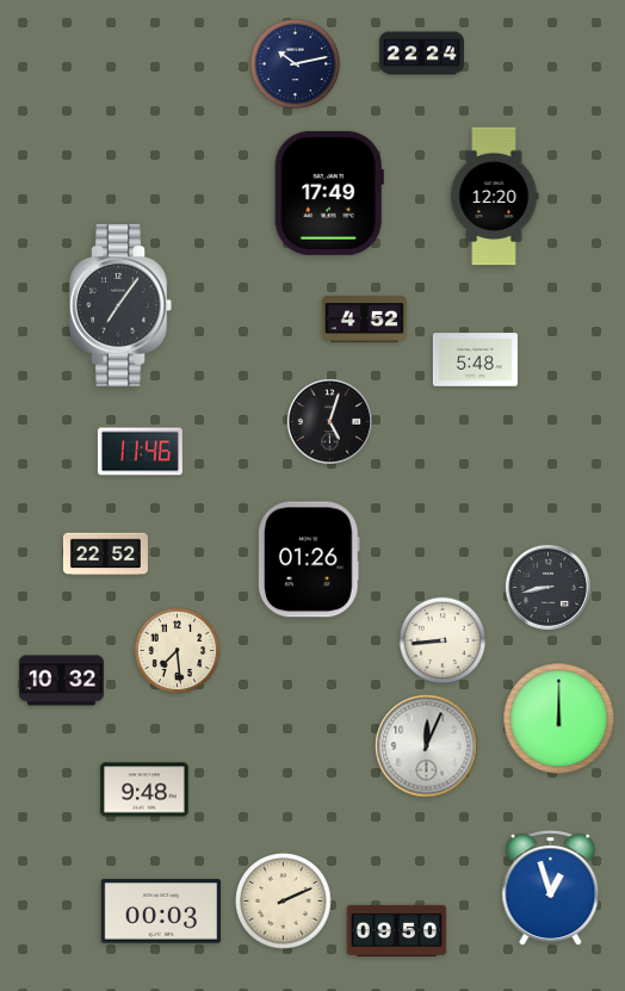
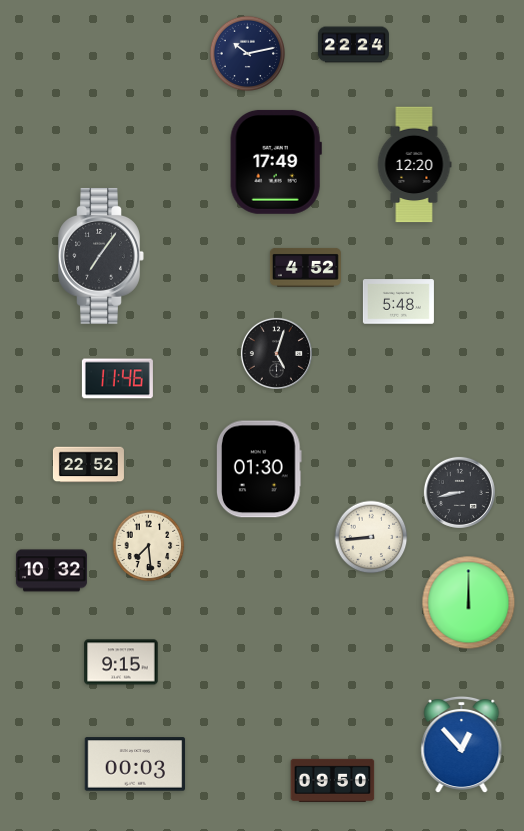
clock at (310, 559): 01:26 -> 01:30
clock at (427, 747): 12:04 -> none
clock at (144, 789): 9:48 -> 9:15
clock at (551, 888): 12:57 -> 12:53
clock at (284, 902): 2:11 -> none
